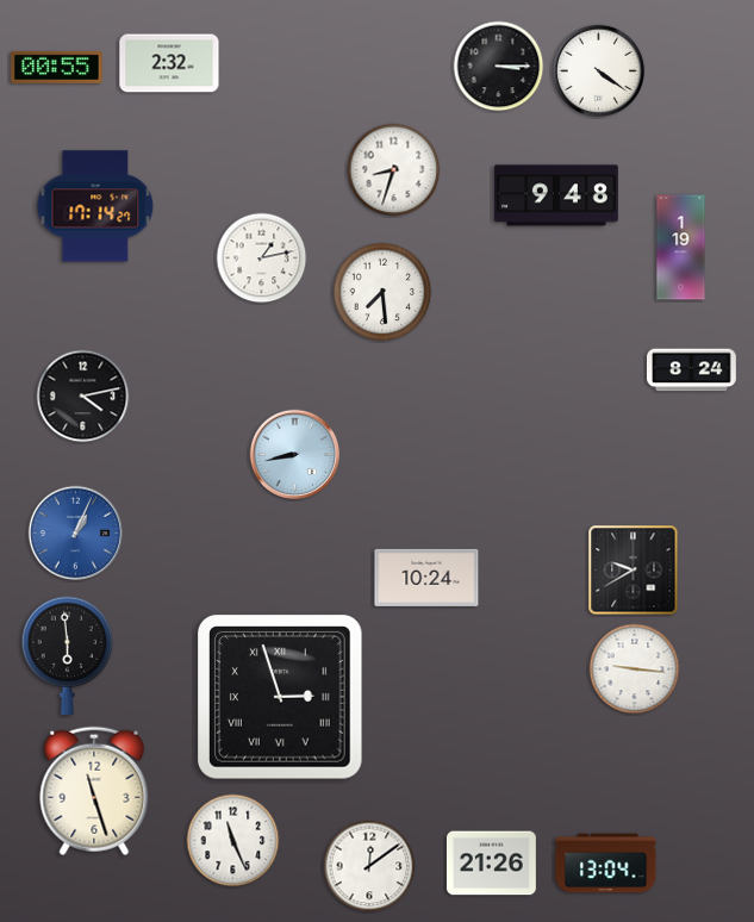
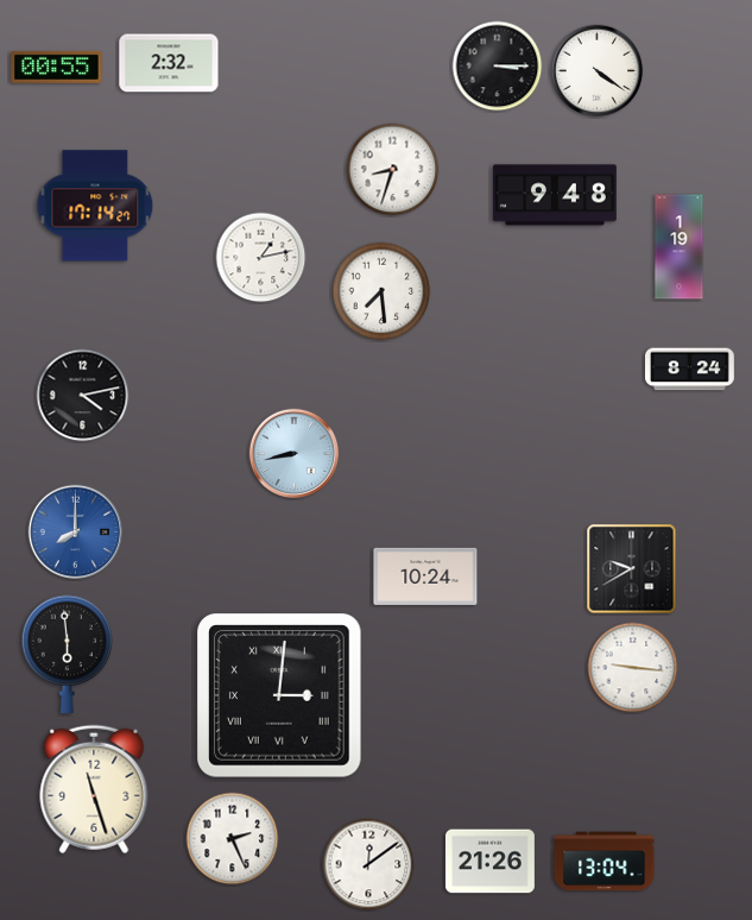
clock at (76, 534): 1:04 -> 8:00
clock at (281, 698): 2:57 -> 3:01
clock at (233, 841): 11:26 -> 2:26
